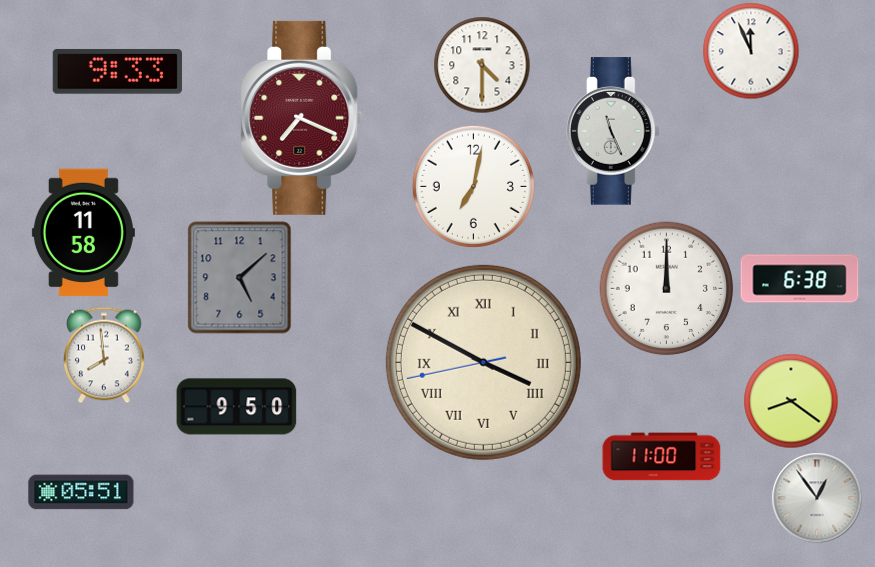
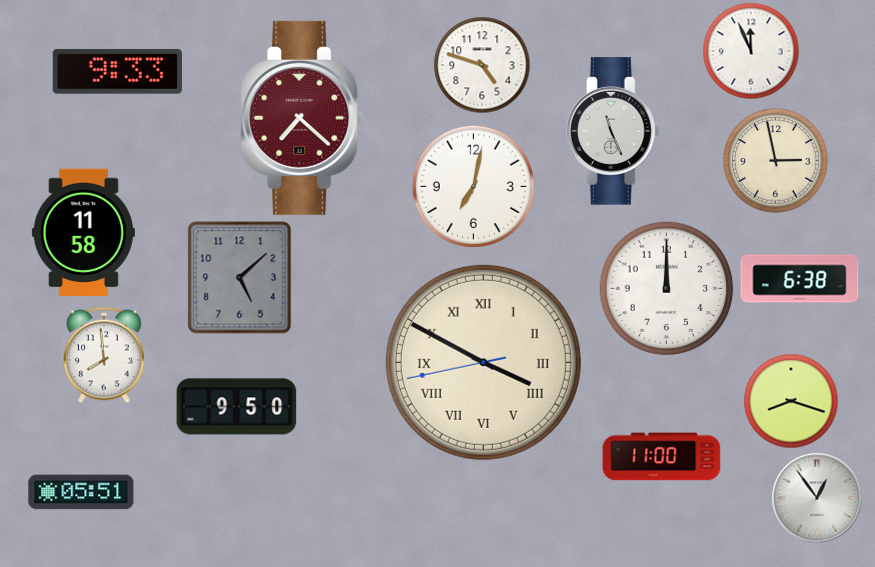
clock at (482, 65): 4:30 -> 4:48
clock at (302, 118): 7:19 -> 7:22
clock at (776, 161): none -> 2:58
clock at (791, 401): 8:21 -> 8:18
